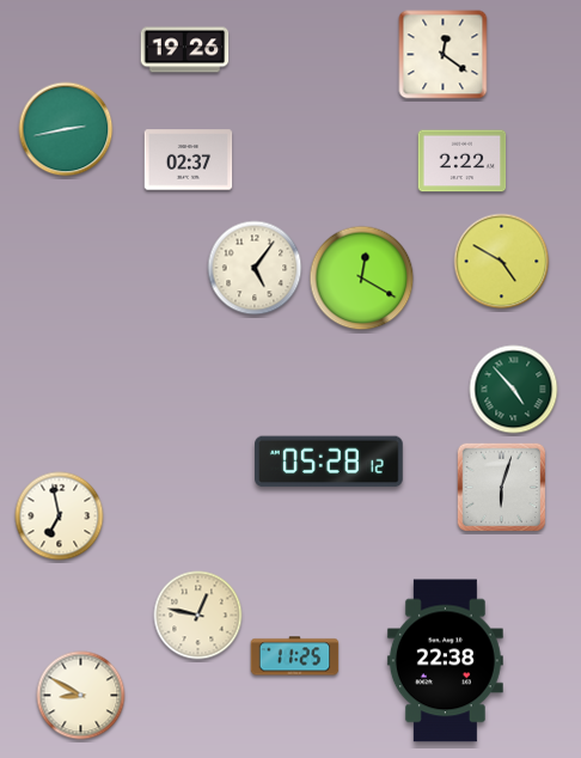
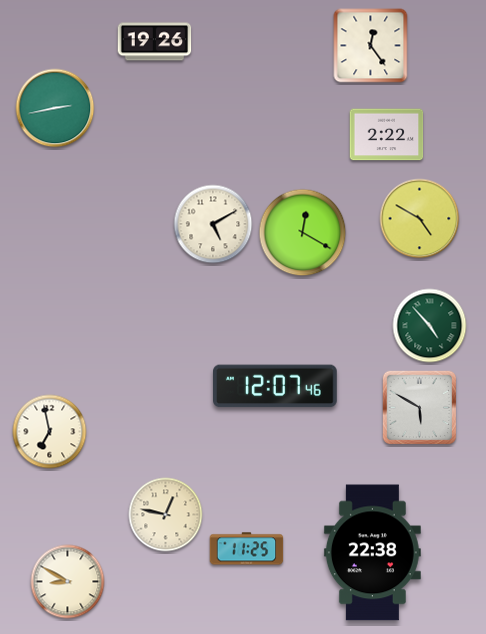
clock at (444, 55): 12:21 -> 12:24
clock at (189, 160): 02:37 -> none
clock at (255, 268): 5:06 -> 5:10
clock at (330, 461): 05:28 -> 12:07
clock at (502, 488): 6:03 -> 5:50
